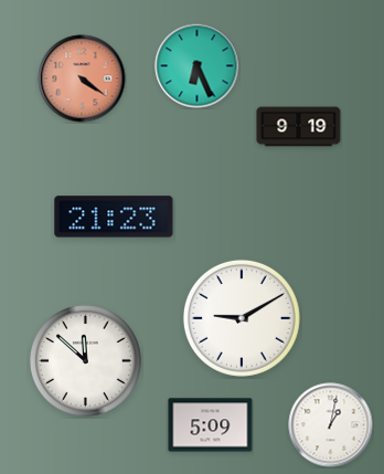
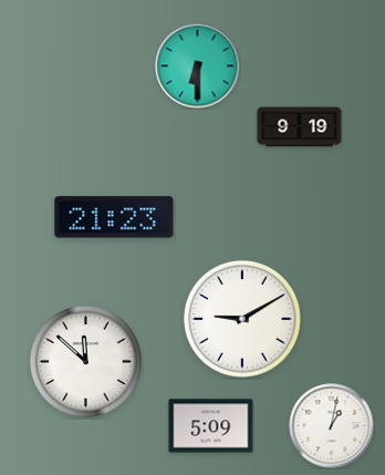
clock at (198, 66): 6:26 -> 6:30
clock at (82, 78): 4:21 -> none
